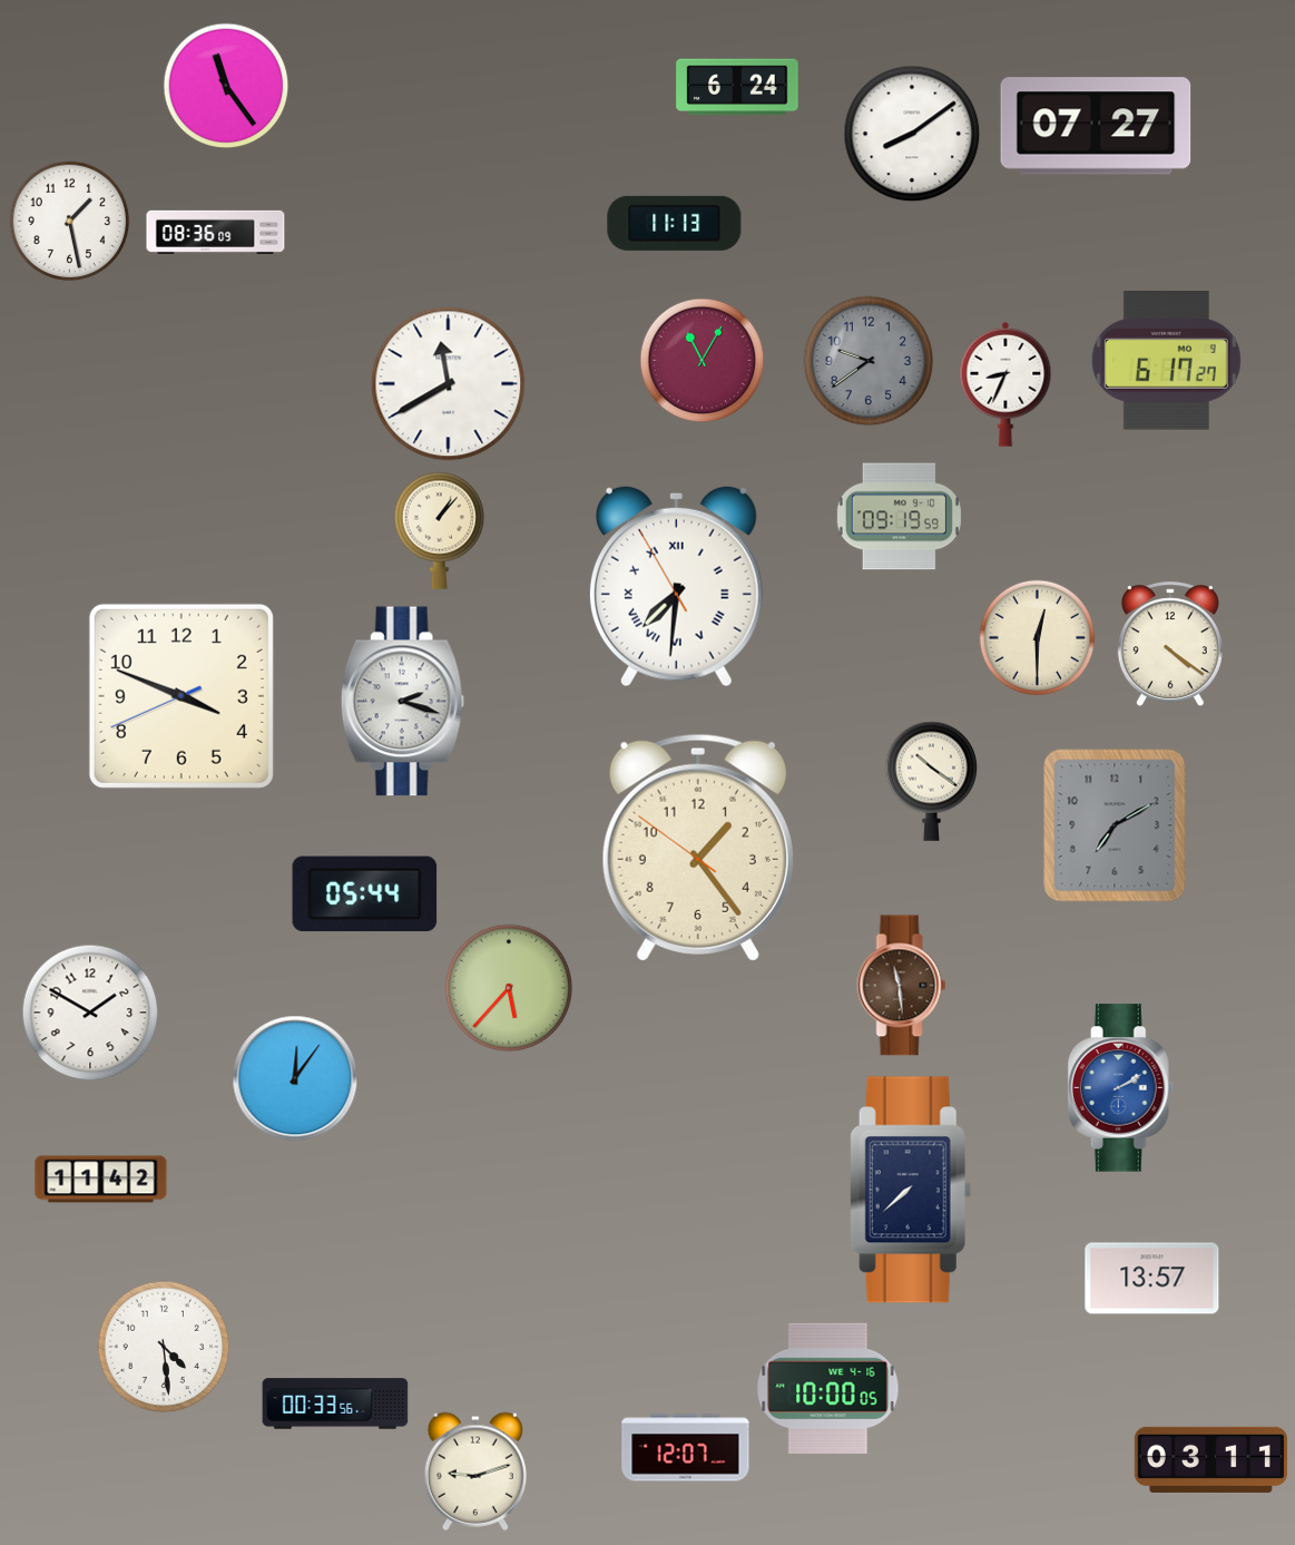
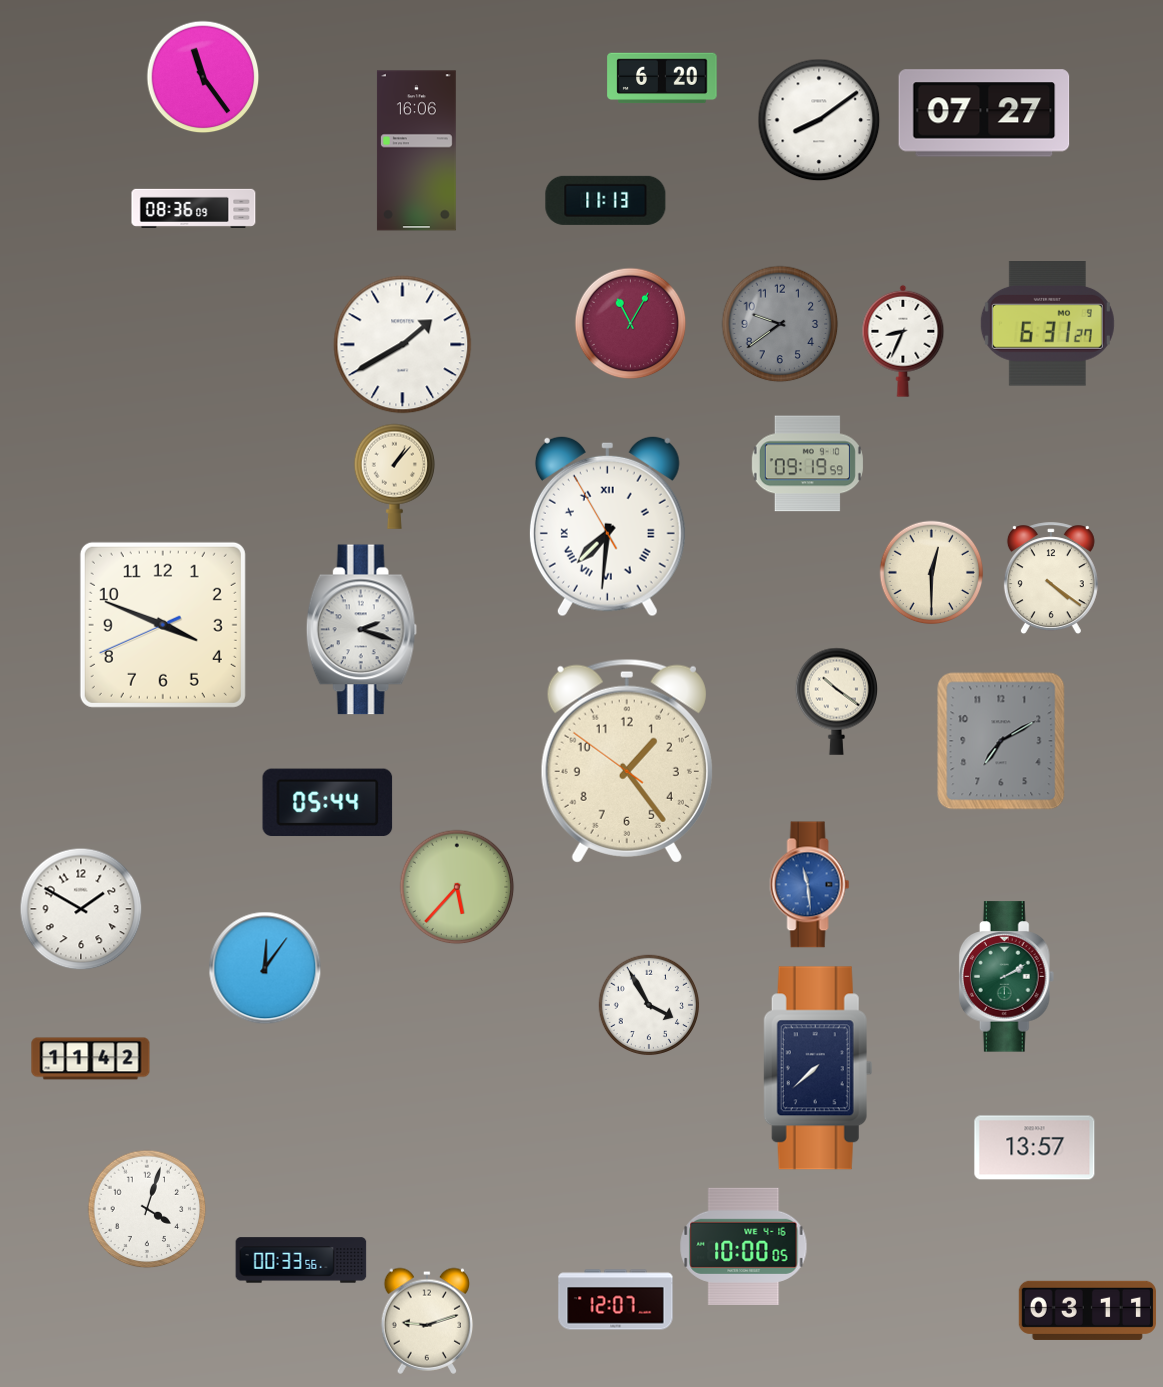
clock at (737, 87): 6:24 -> 6:20
clock at (416, 151): none -> 16:06
clock at (70, 222): 1:28 -> none
clock at (1166, 361): 6:17 -> 6:31
clock at (449, 384): 11:40 -> 1:40
clock at (1005, 384) position: (1005, 384) -> (903, 341)
clock at (902, 986) dial: brown -> blue
clock at (1121, 1088) dial: blue -> green
clock at (649, 1005): none -> 3:55
clock at (164, 1347): 4:29 -> 4:03
